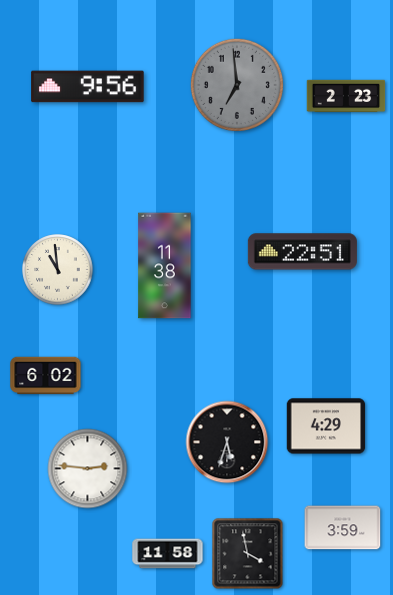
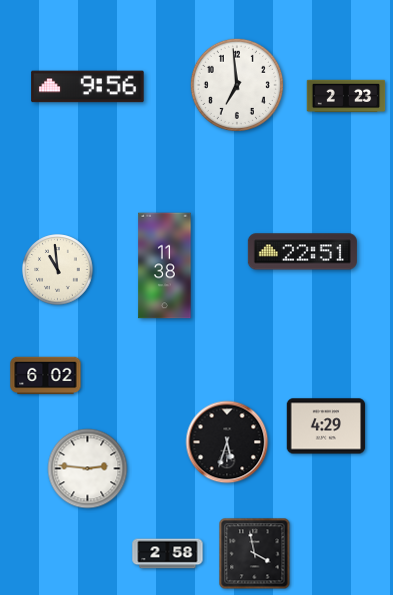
clock at (237, 85) dial: grey -> white
clock at (343, 528): 3:59 -> none
clock at (168, 554): 11:58 -> 2:58
clock at (248, 554) position: (248, 554) -> (255, 554)
